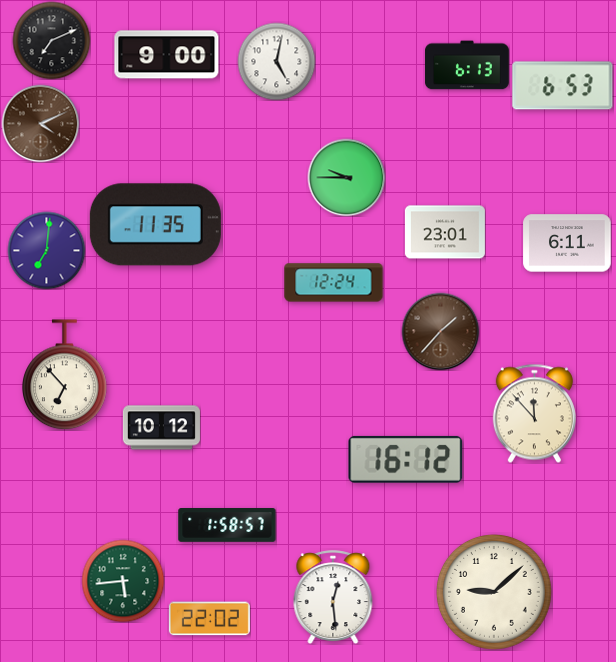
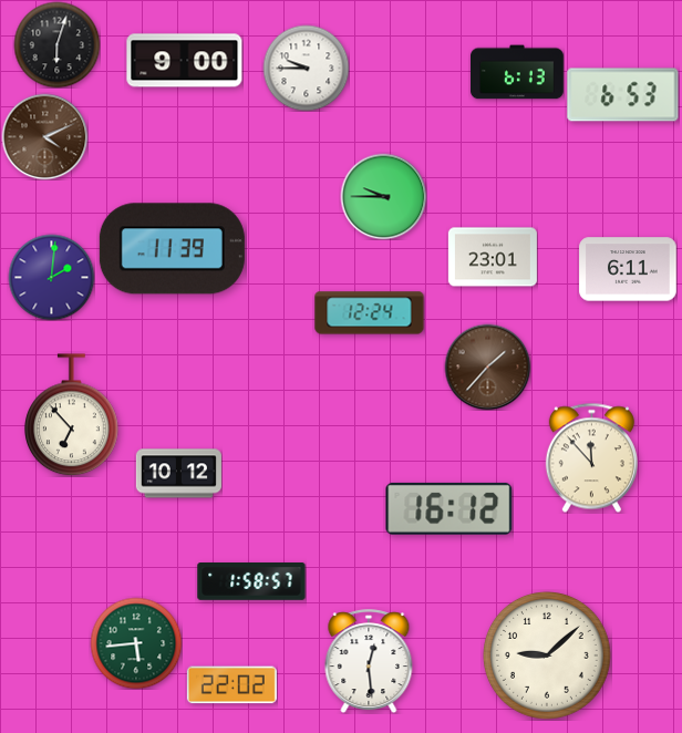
clock at (51, 40): 7:11 -> 6:03
clock at (276, 61): 5:02 -> 9:45
clock at (155, 225): 11:35 -> 11:39
clock at (46, 250): 7:01 -> 2:01
